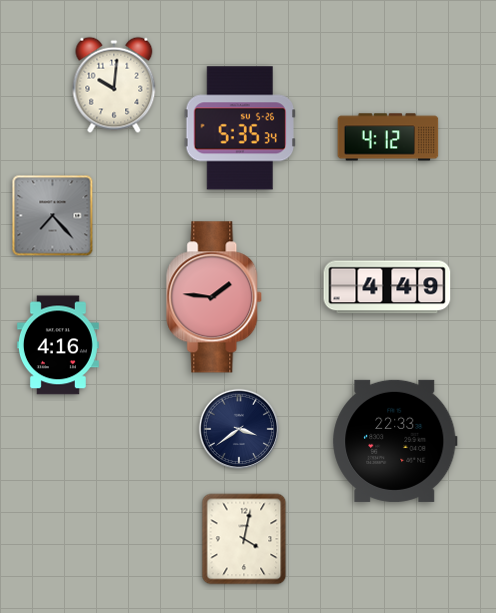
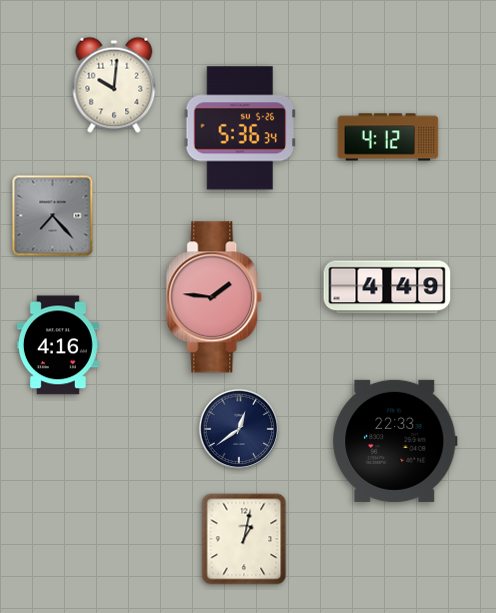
clock at (239, 128): 5:35 -> 5:36
clock at (239, 429): 3:39 -> 12:39
clock at (244, 539): 4:02 -> 1:02
